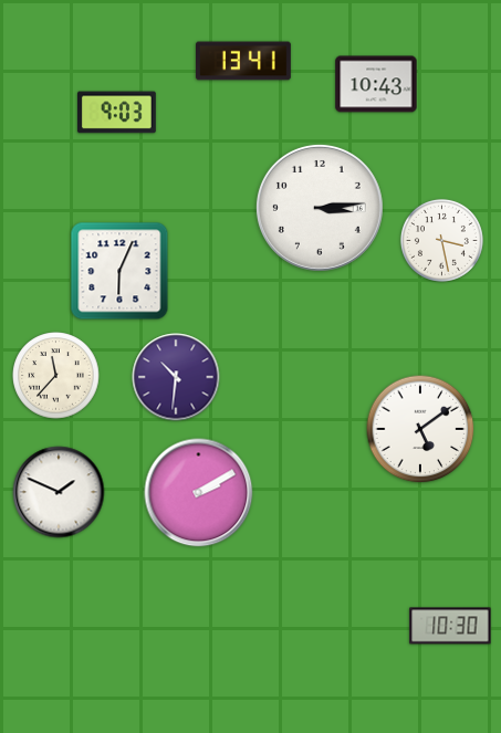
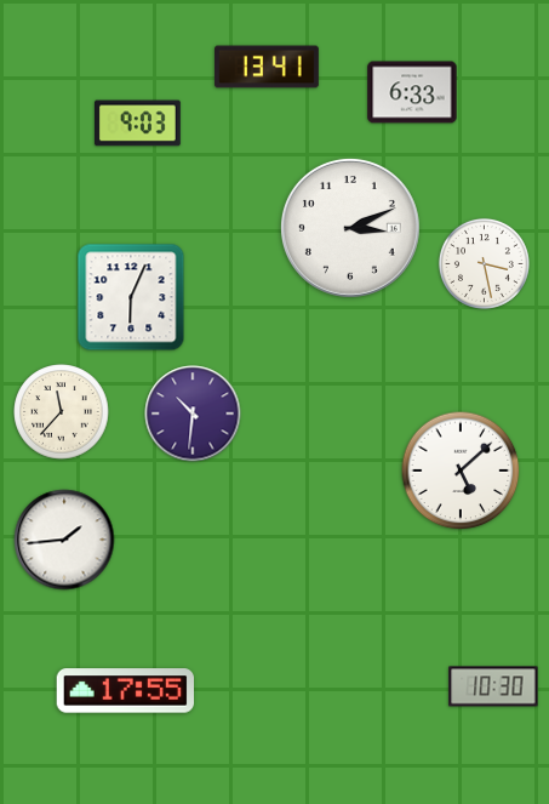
clock at (376, 84): 10:43 -> 6:33
clock at (117, 113) position: (117, 113) -> (138, 124)
clock at (320, 208): 3:14 -> 3:11
clock at (420, 429): 5:09 -> 5:08
clock at (59, 492): 1:49 -> 1:44
clock at (199, 493): 2:10 -> none
clock at (126, 691): none -> 17:55
